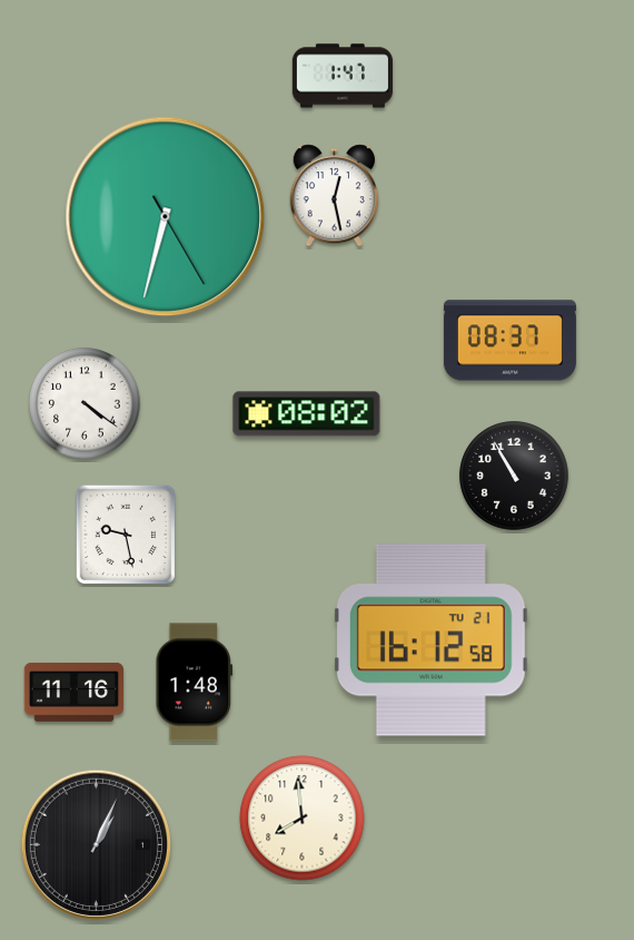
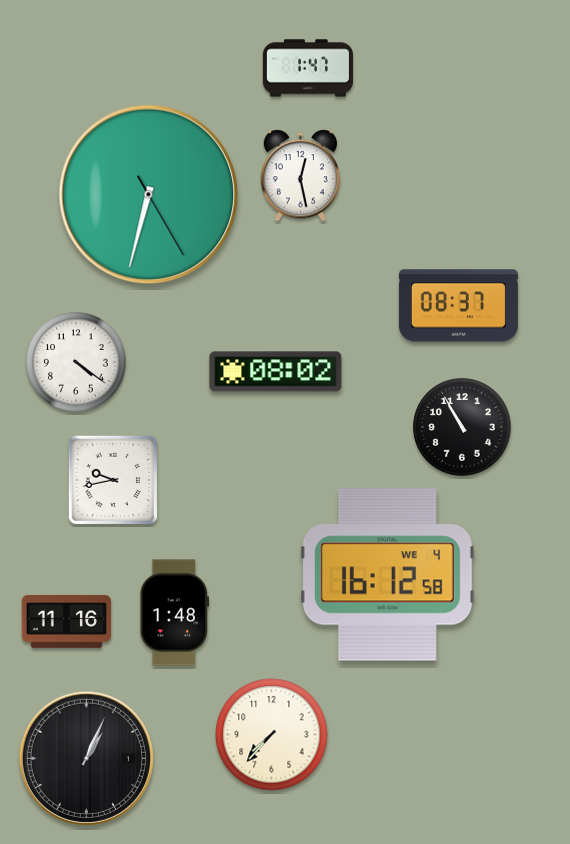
clock at (126, 535): 9:28 -> 9:43
clock at (430, 640) date: TU 21 -> WE 4
clock at (303, 819): 7:59 -> 7:37
